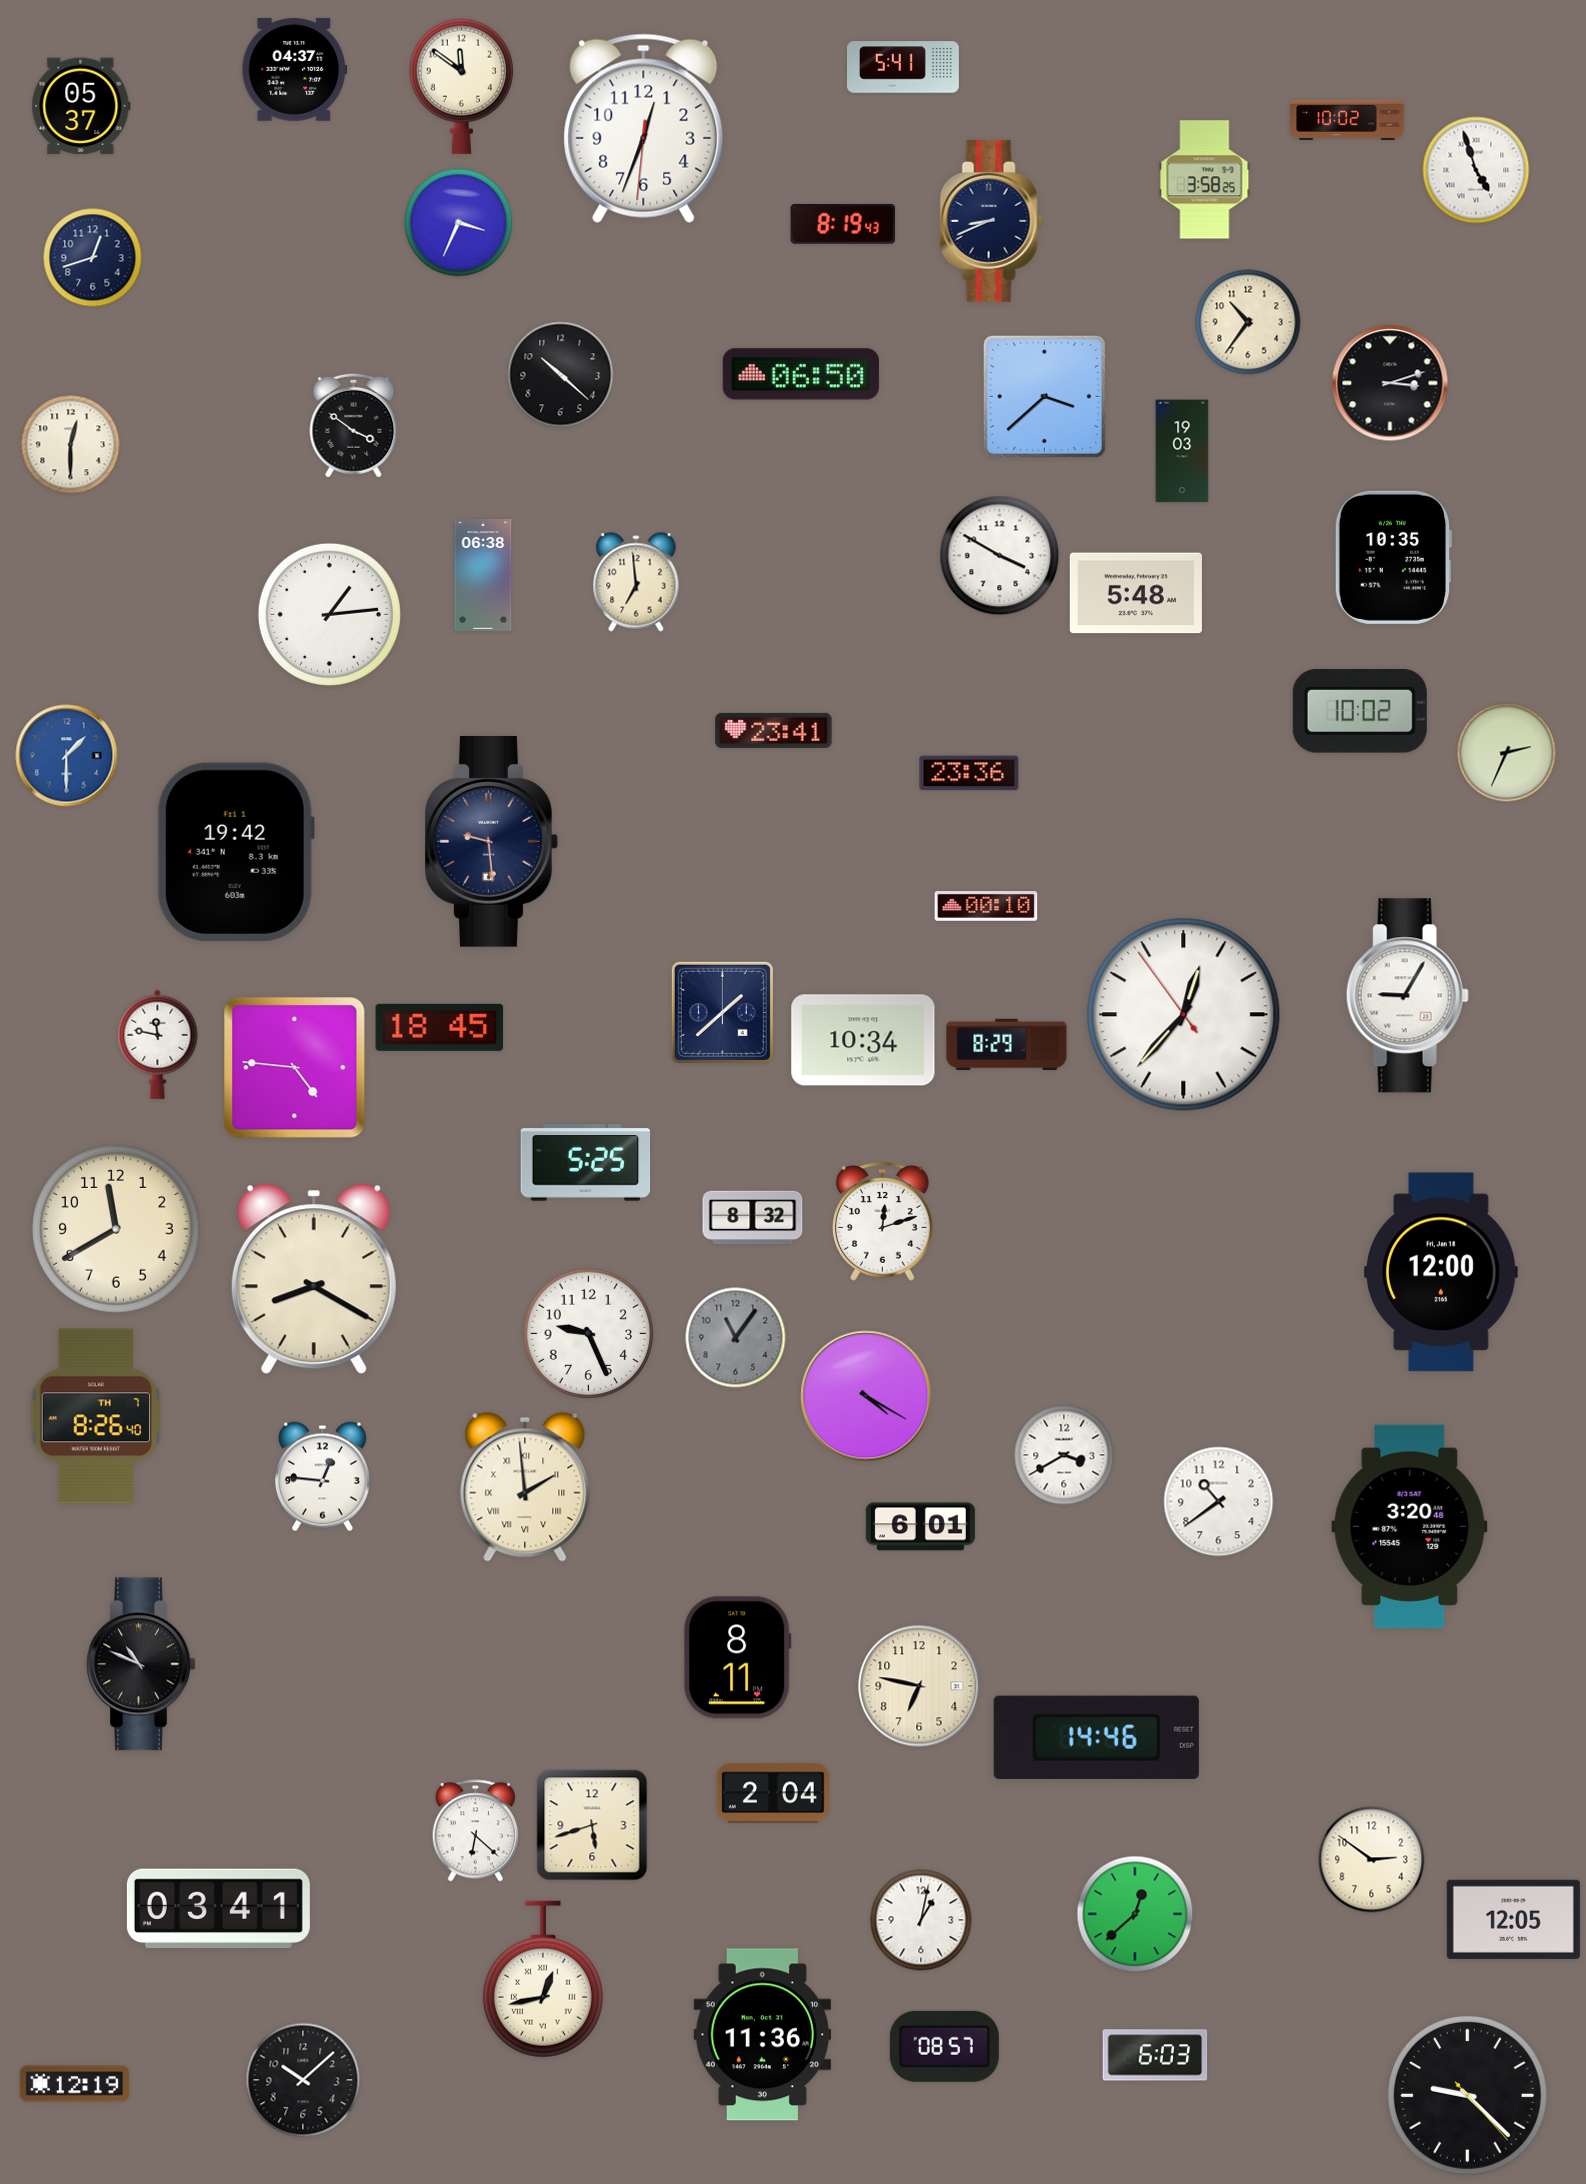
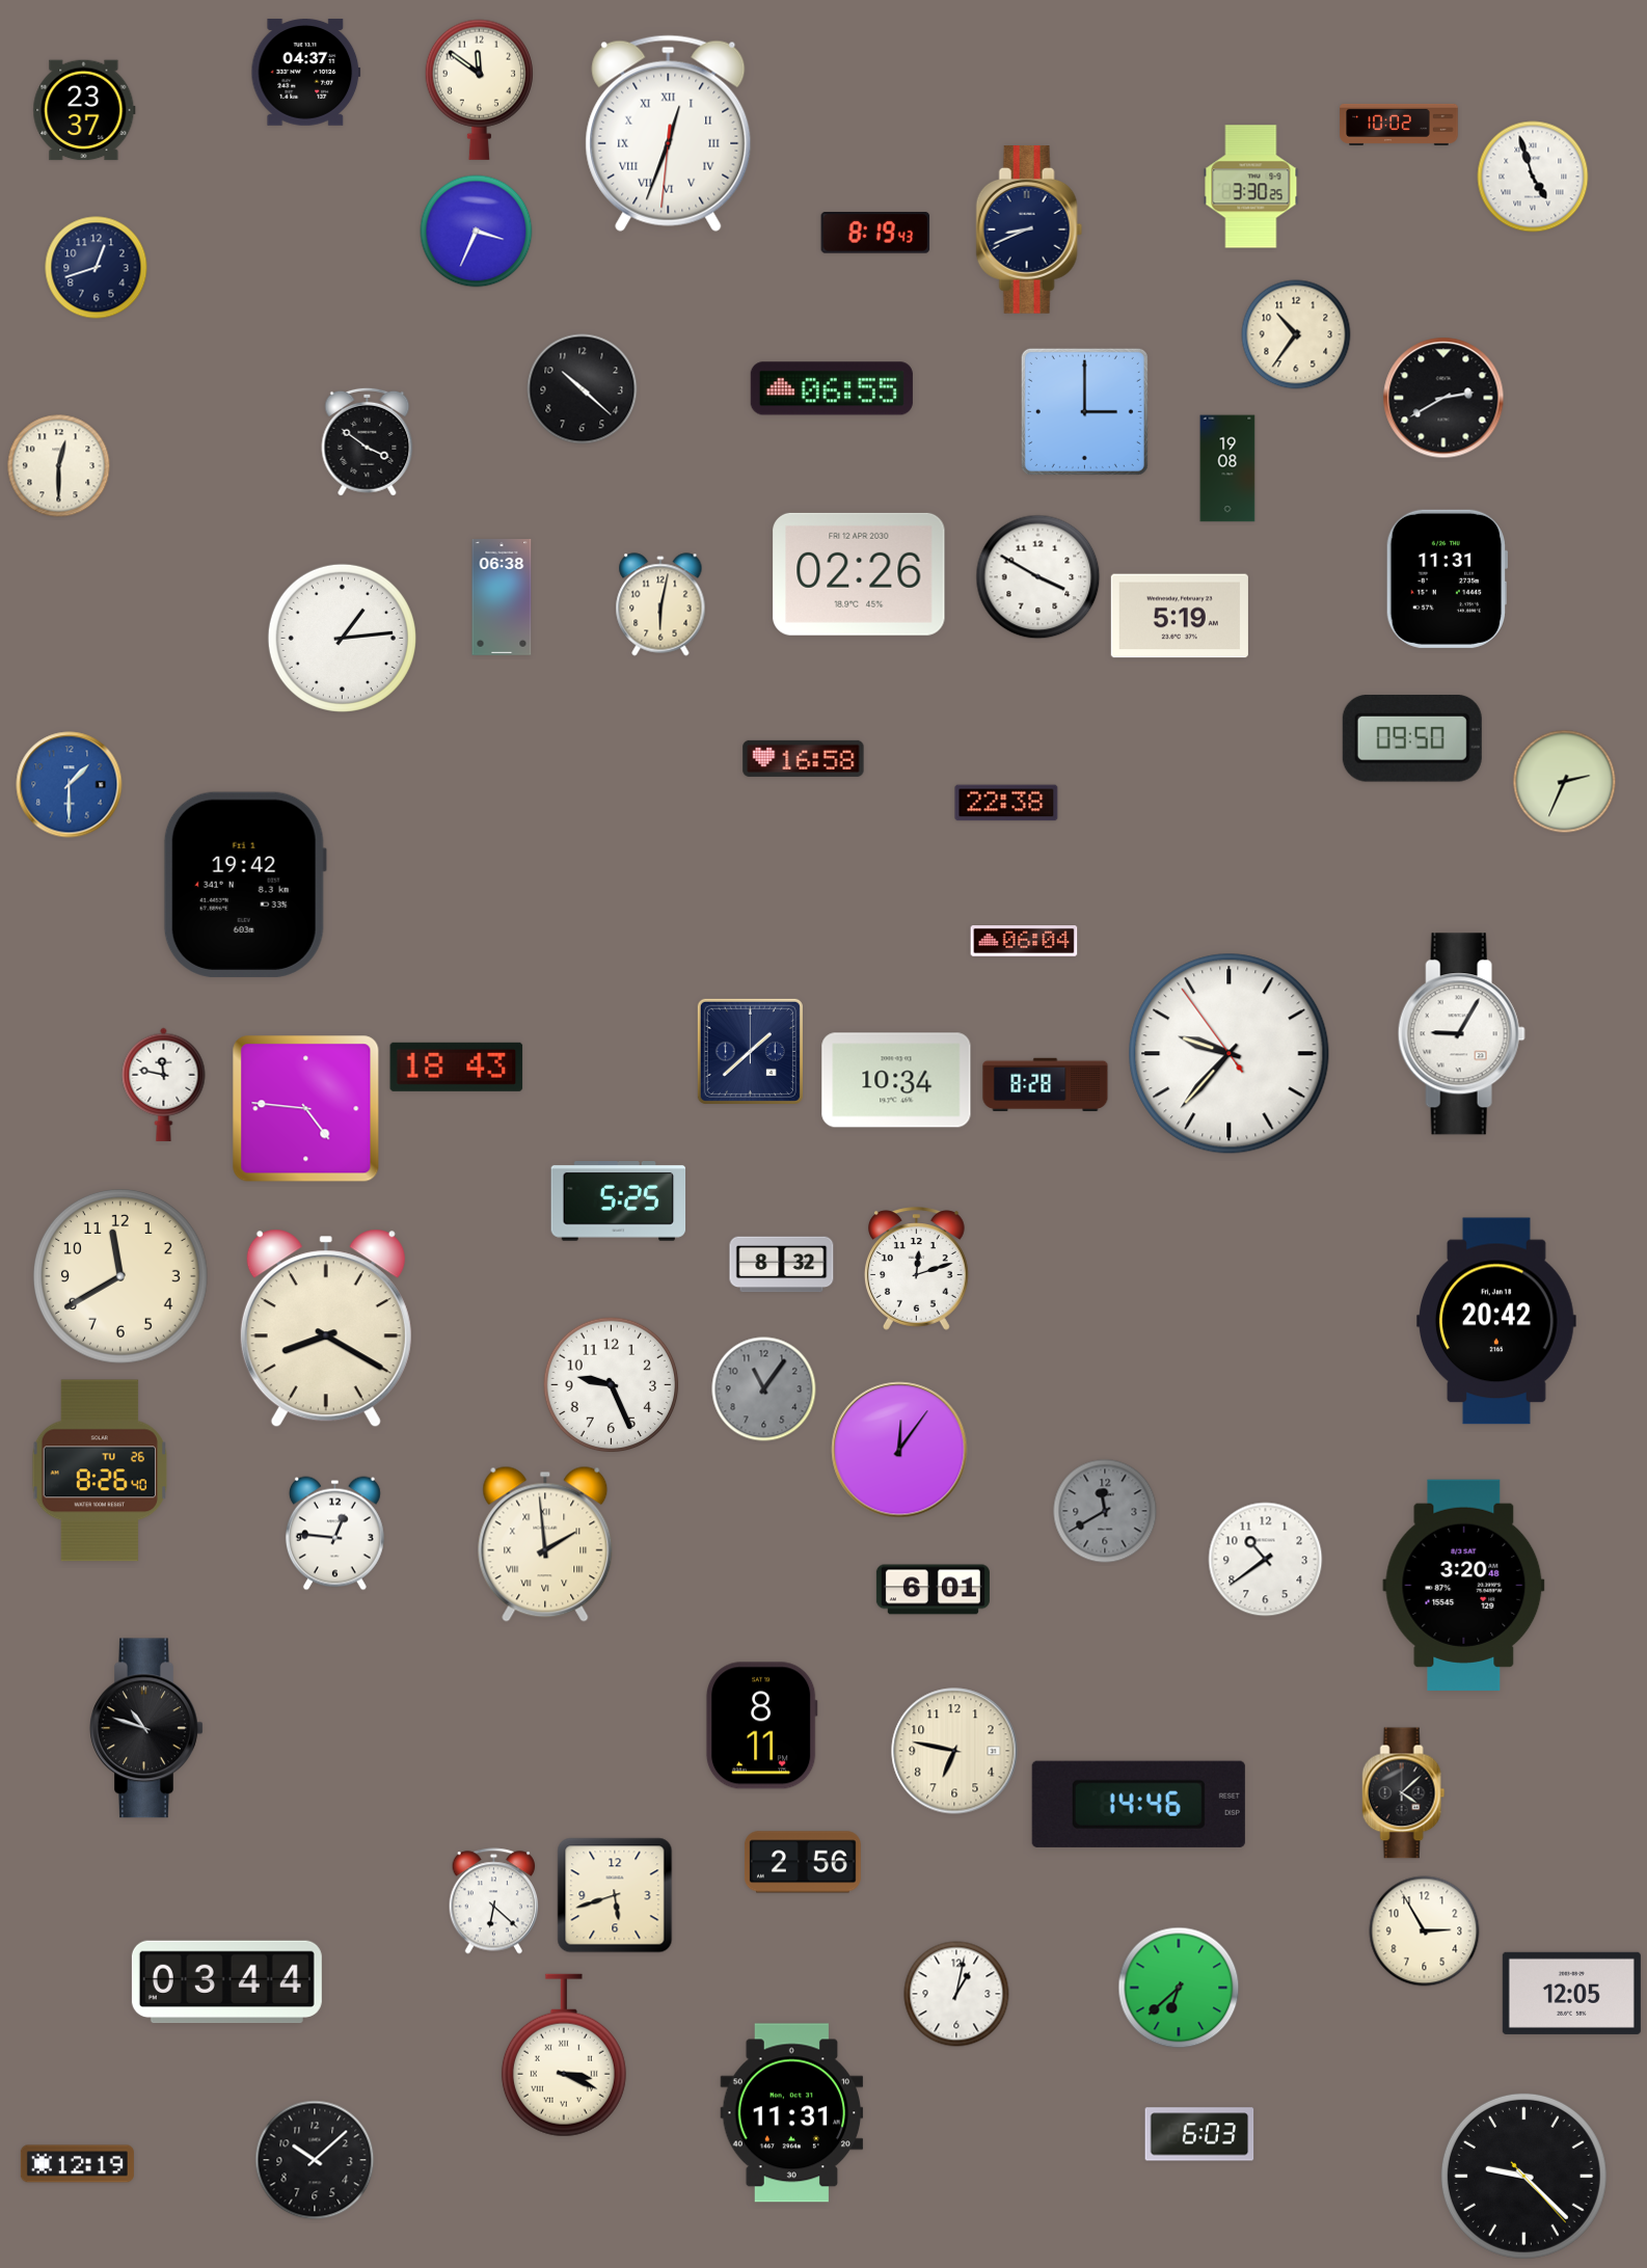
clock at (904, 67): 5:41 -> none
clock at (81, 106): 05:37 -> 23:37
clock at (644, 128) numerals: Arabic -> Roman
clock at (1205, 180): 3:58 -> 3:30
clock at (801, 374): 06:50 -> 06:55
clock at (1390, 383): 3:12 -> 2:40
clock at (1044, 396): 3:38 -> 3:00
clock at (71, 445) position: (71, 445) -> (59, 466)
clock at (1182, 451): 19:03 -> 19:08
clock at (859, 574): none -> 02:26
clock at (1393, 557): 10:35 -> 11:31
clock at (636, 582): 6:59 -> 6:02
clock at (1136, 593): 5:48 -> 5:19
clock at (1360, 712): 10:02 -> 09:50
clock at (774, 730): 23:41 -> 16:58
clock at (969, 773): 23:36 -> 22:38
clock at (492, 841): 9:29 -> none
clock at (986, 906): 00:10 -> 06:04
clock at (1184, 1015): 12:36 -> 9:36
clock at (440, 1027): 18:45 -> 18:43
clock at (1007, 1044): 8:29 -> 8:28
clock at (586, 1163) position: (586, 1163) -> (619, 1201)
clock at (1442, 1272): 12:00 -> 20:42
clock at (866, 1396): 4:20 -> 12:06
clock at (95, 1416) date: TH 7 -> TU 26
clock at (1064, 1455): 3:40 -> 11:40
clock at (1064, 1455) dial: white -> grey
clock at (920, 1527) position: (920, 1527) -> (933, 1590)
clock at (737, 1658) position: (737, 1658) -> (761, 1726)
clock at (141, 1664): 10:49 -> 10:48
clock at (1404, 1793): none -> 4:08
clock at (773, 1793): 2:04 -> 2:56
clock at (1372, 1860): 2:51 -> 2:55
clock at (218, 1909): 03:41 -> 03:44
clock at (1135, 1914): 12:38 -> 6:38
clock at (543, 1979): 12:43 -> 3:19
clock at (763, 2035): 11:36 -> 11:31
clock at (944, 2046): 08:57 -> none
